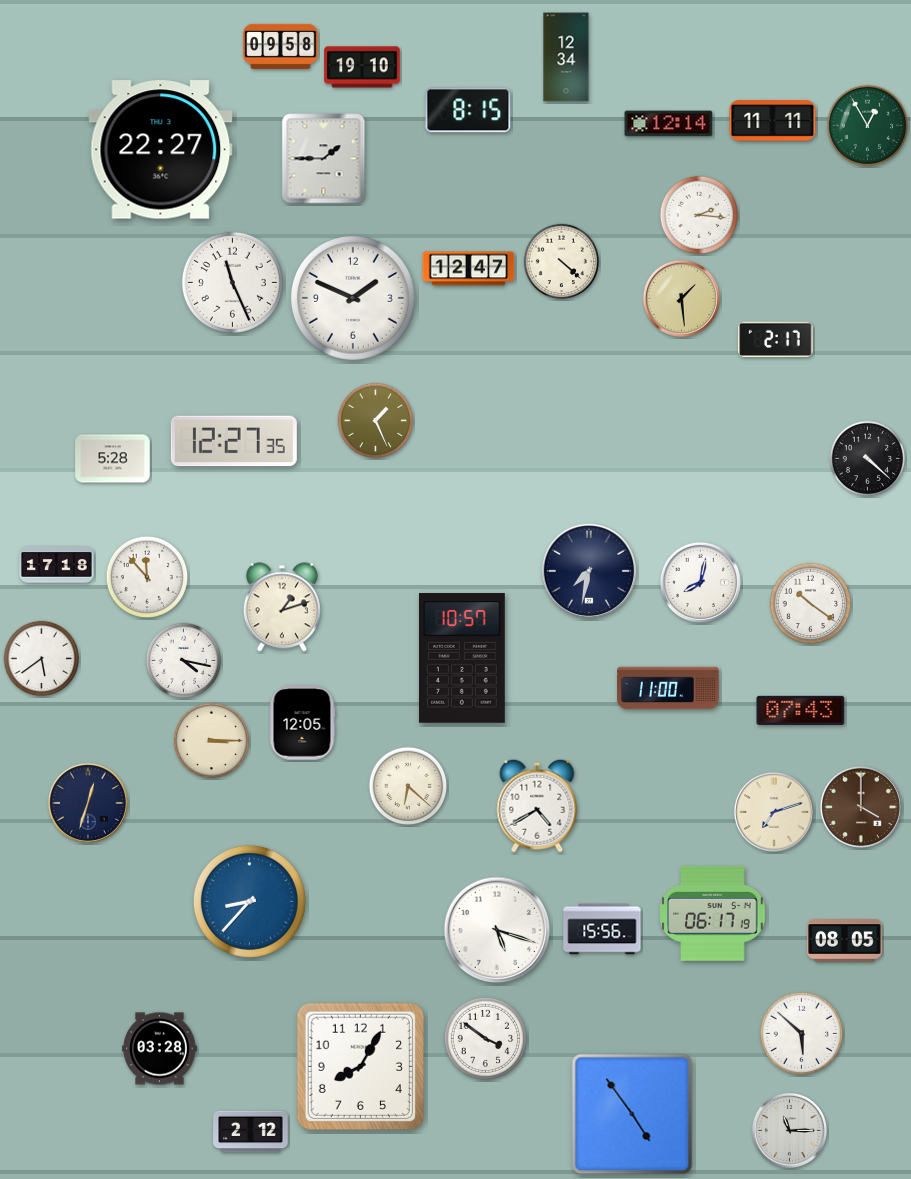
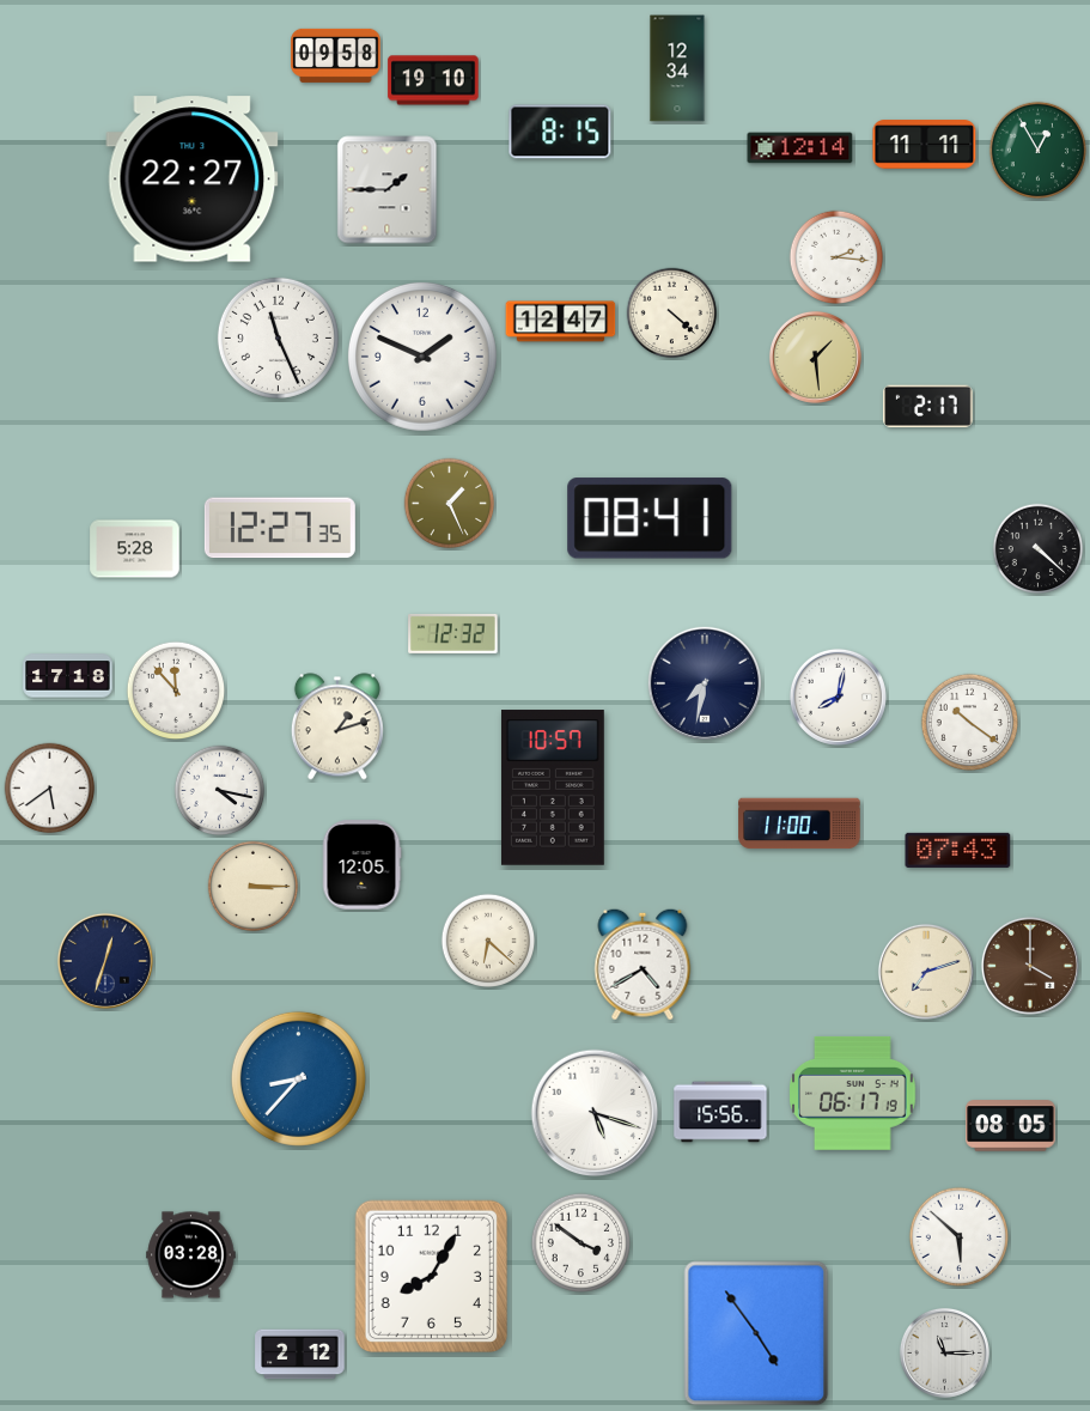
clock at (650, 518): none -> 08:41
clock at (453, 633): none -> 12:32
